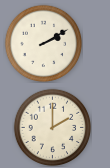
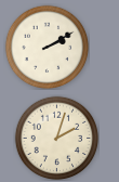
clock at (52, 127): 2:00 -> 2:03
